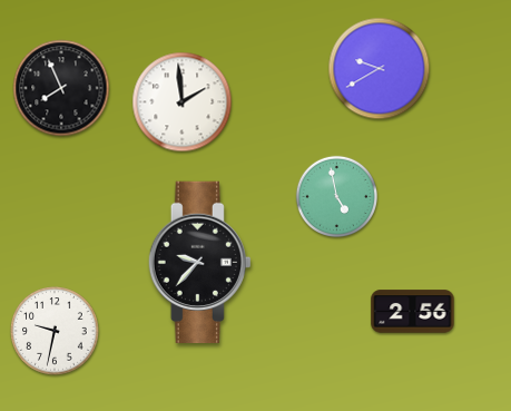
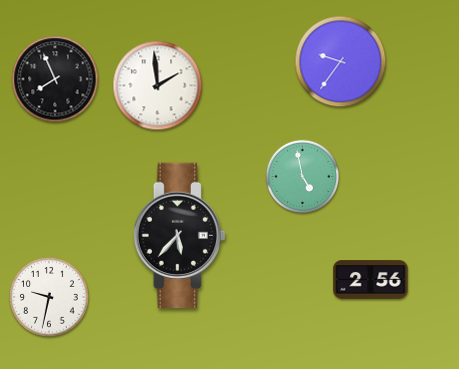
clock at (380, 69): 9:40 -> 9:36
clock at (183, 102) position: (183, 102) -> (158, 86)
clock at (199, 263): 9:37 -> 5:37
